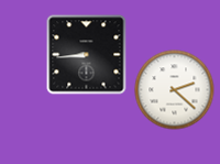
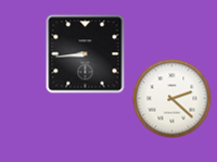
clock at (175, 90) position: (175, 90) -> (173, 99)
